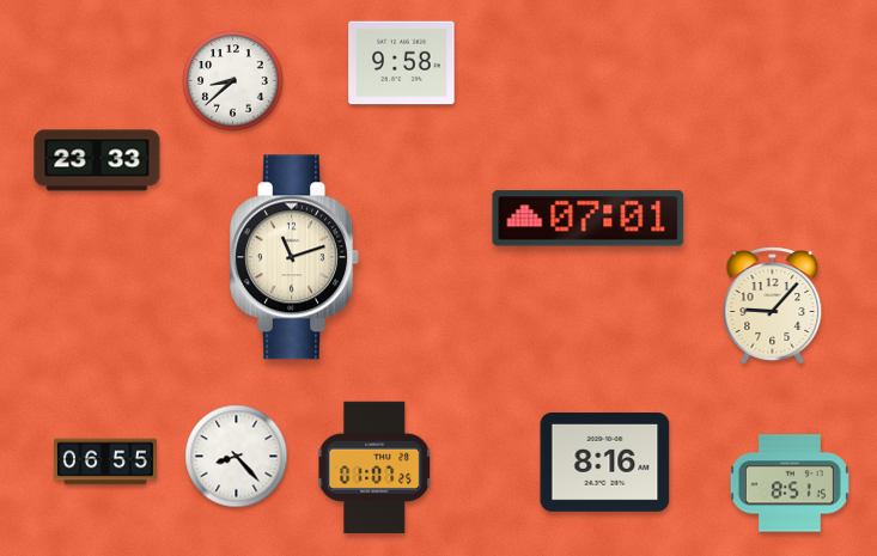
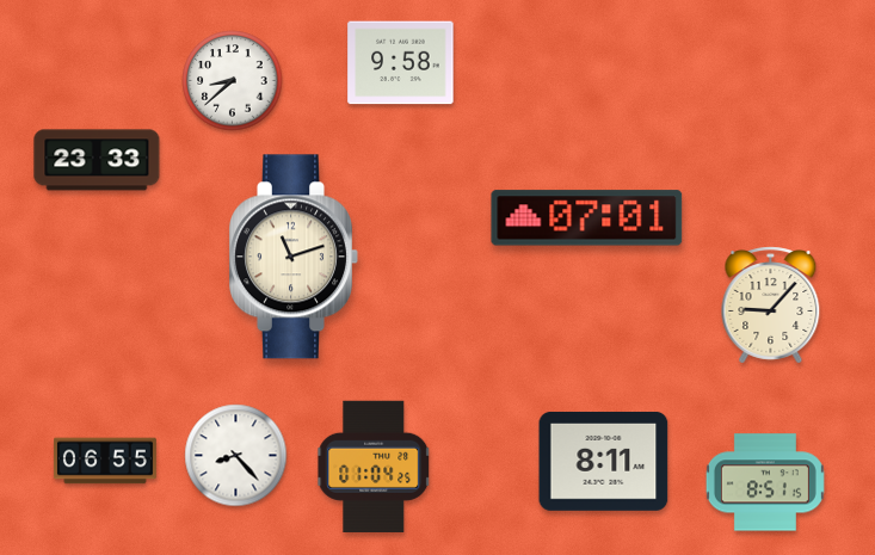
clock at (605, 462): 8:16 -> 8:11
clock at (374, 468): 01:07 -> 01:04
clock at (790, 483) position: (790, 483) -> (765, 482)
